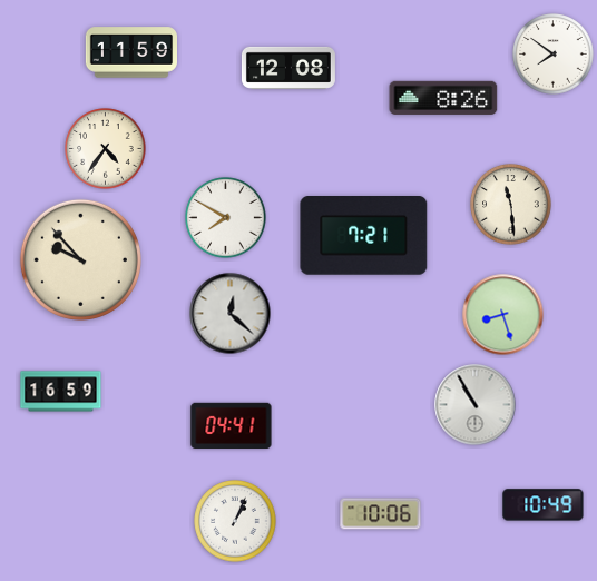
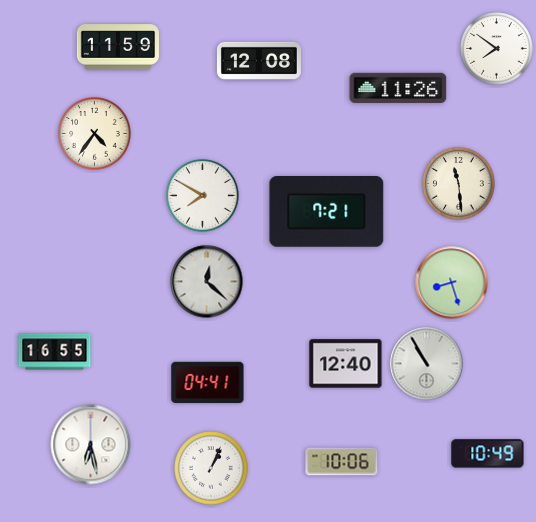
clock at (443, 98): 8:26 -> 11:26
clock at (80, 259): 9:53 -> none
clock at (61, 392): 16:59 -> 16:55
clock at (346, 364): none -> 12:40
clock at (91, 445): none -> 6:28
